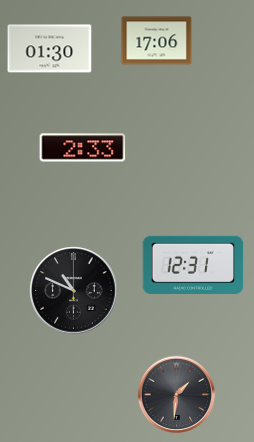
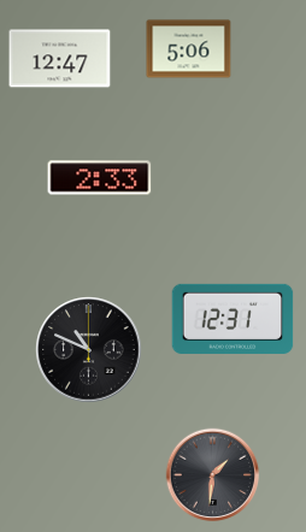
clock at (157, 41): 17:06 -> 5:06
clock at (50, 49): 01:30 -> 12:47
